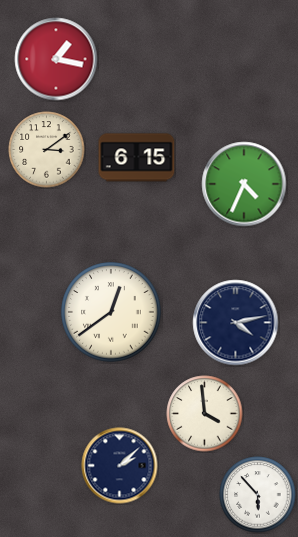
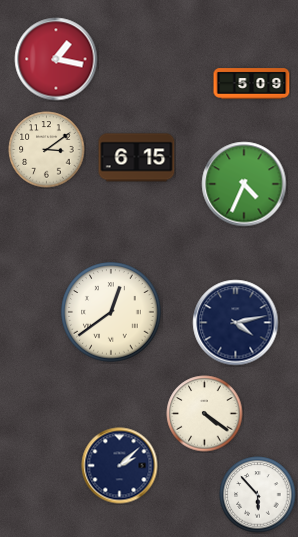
clock at (252, 84): none -> 5:09
clock at (205, 414): 3:59 -> 4:21
